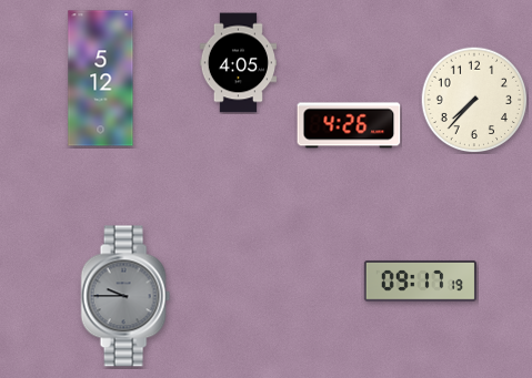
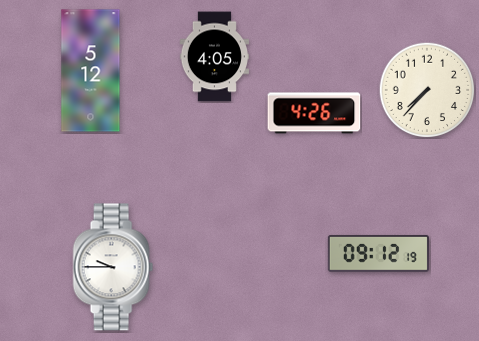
clock at (420, 280): 09:17 -> 09:12
clock at (126, 296) dial: grey -> white
